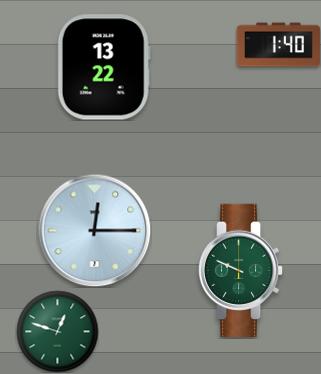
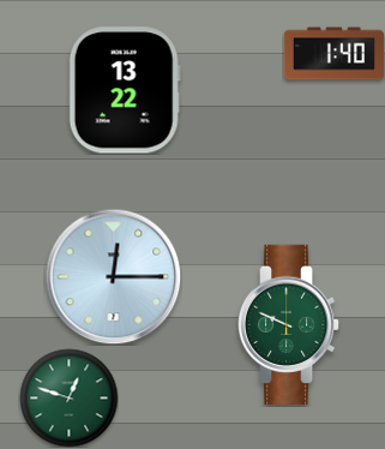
clock at (104, 67) position: (104, 67) -> (125, 90)
